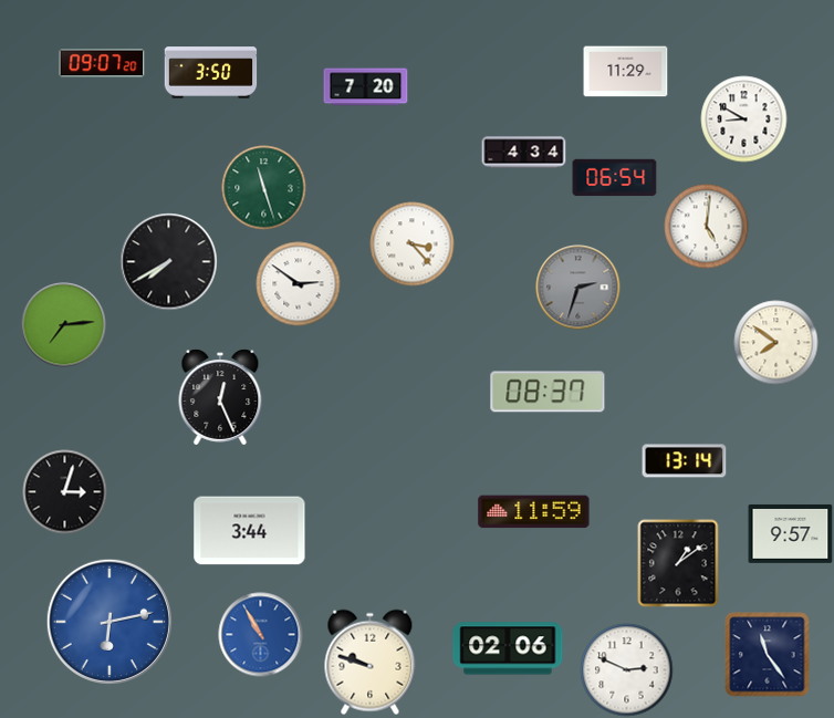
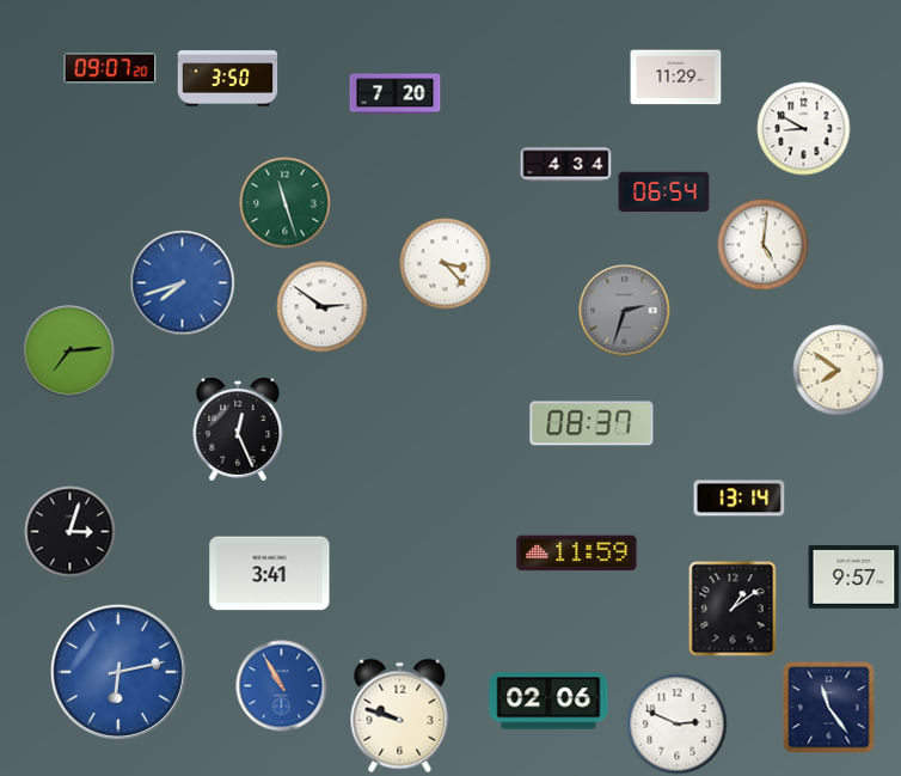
clock at (169, 262): 7:40 -> 7:42
clock at (169, 262) dial: black -> blue
clock at (250, 531): 3:44 -> 3:41
